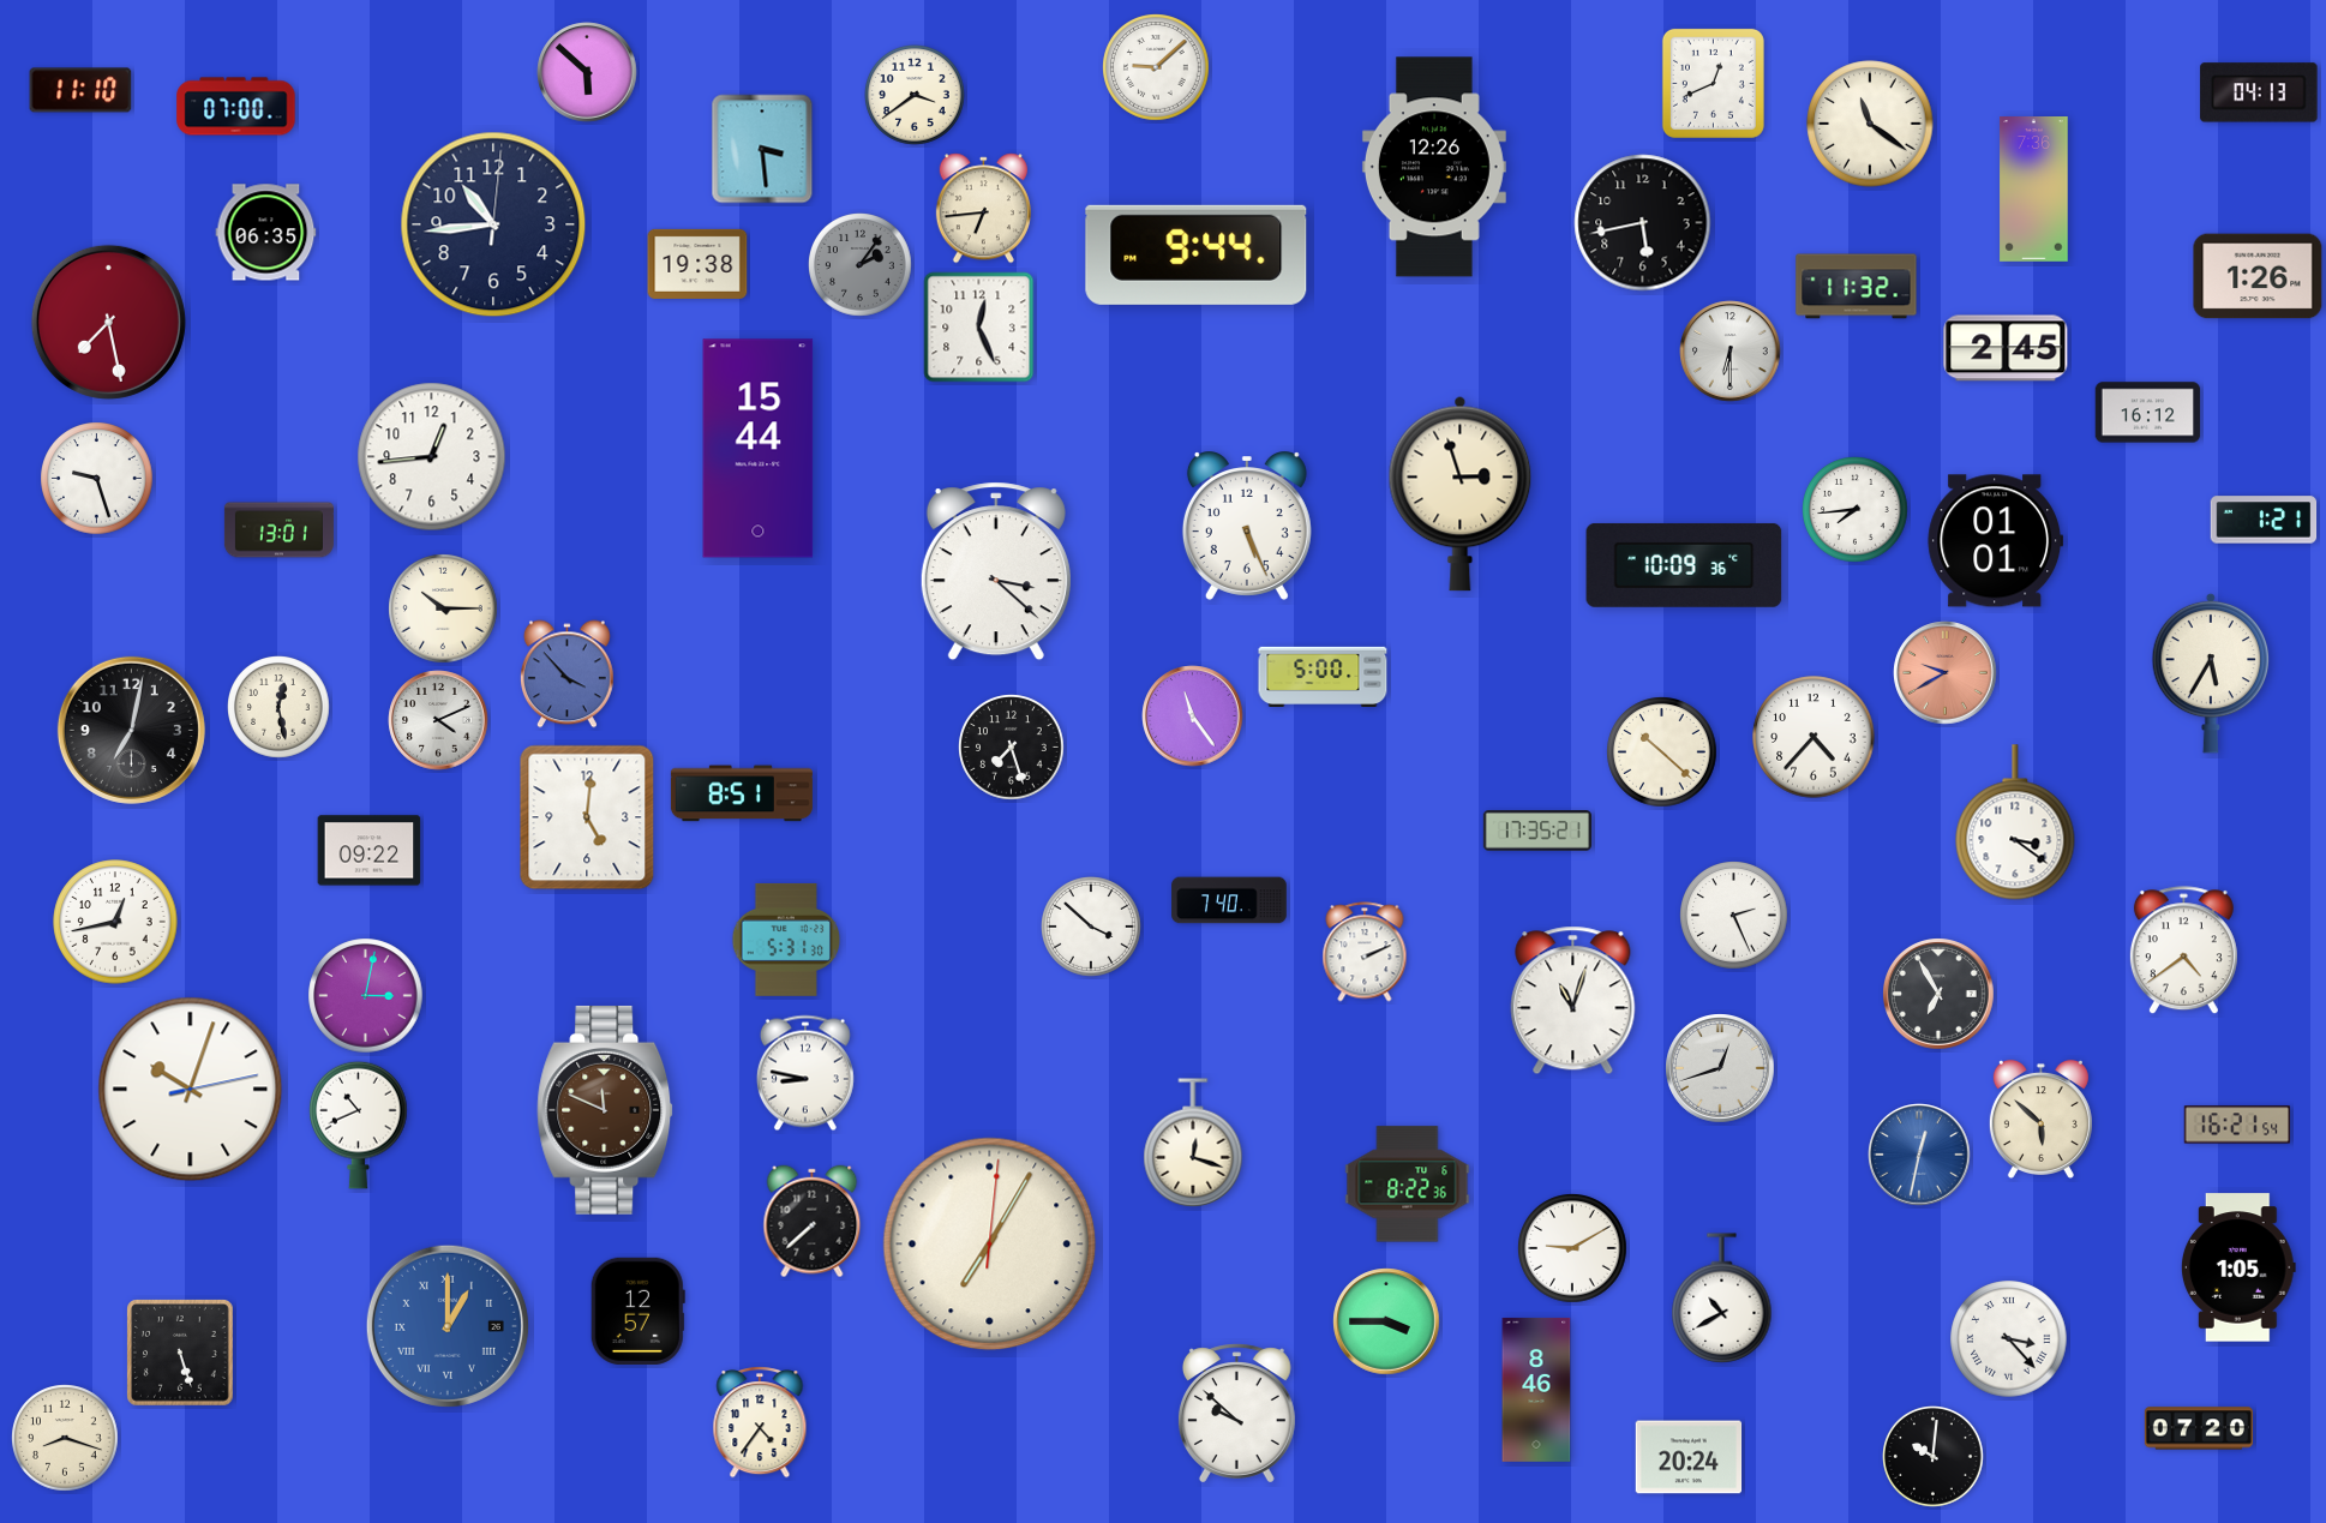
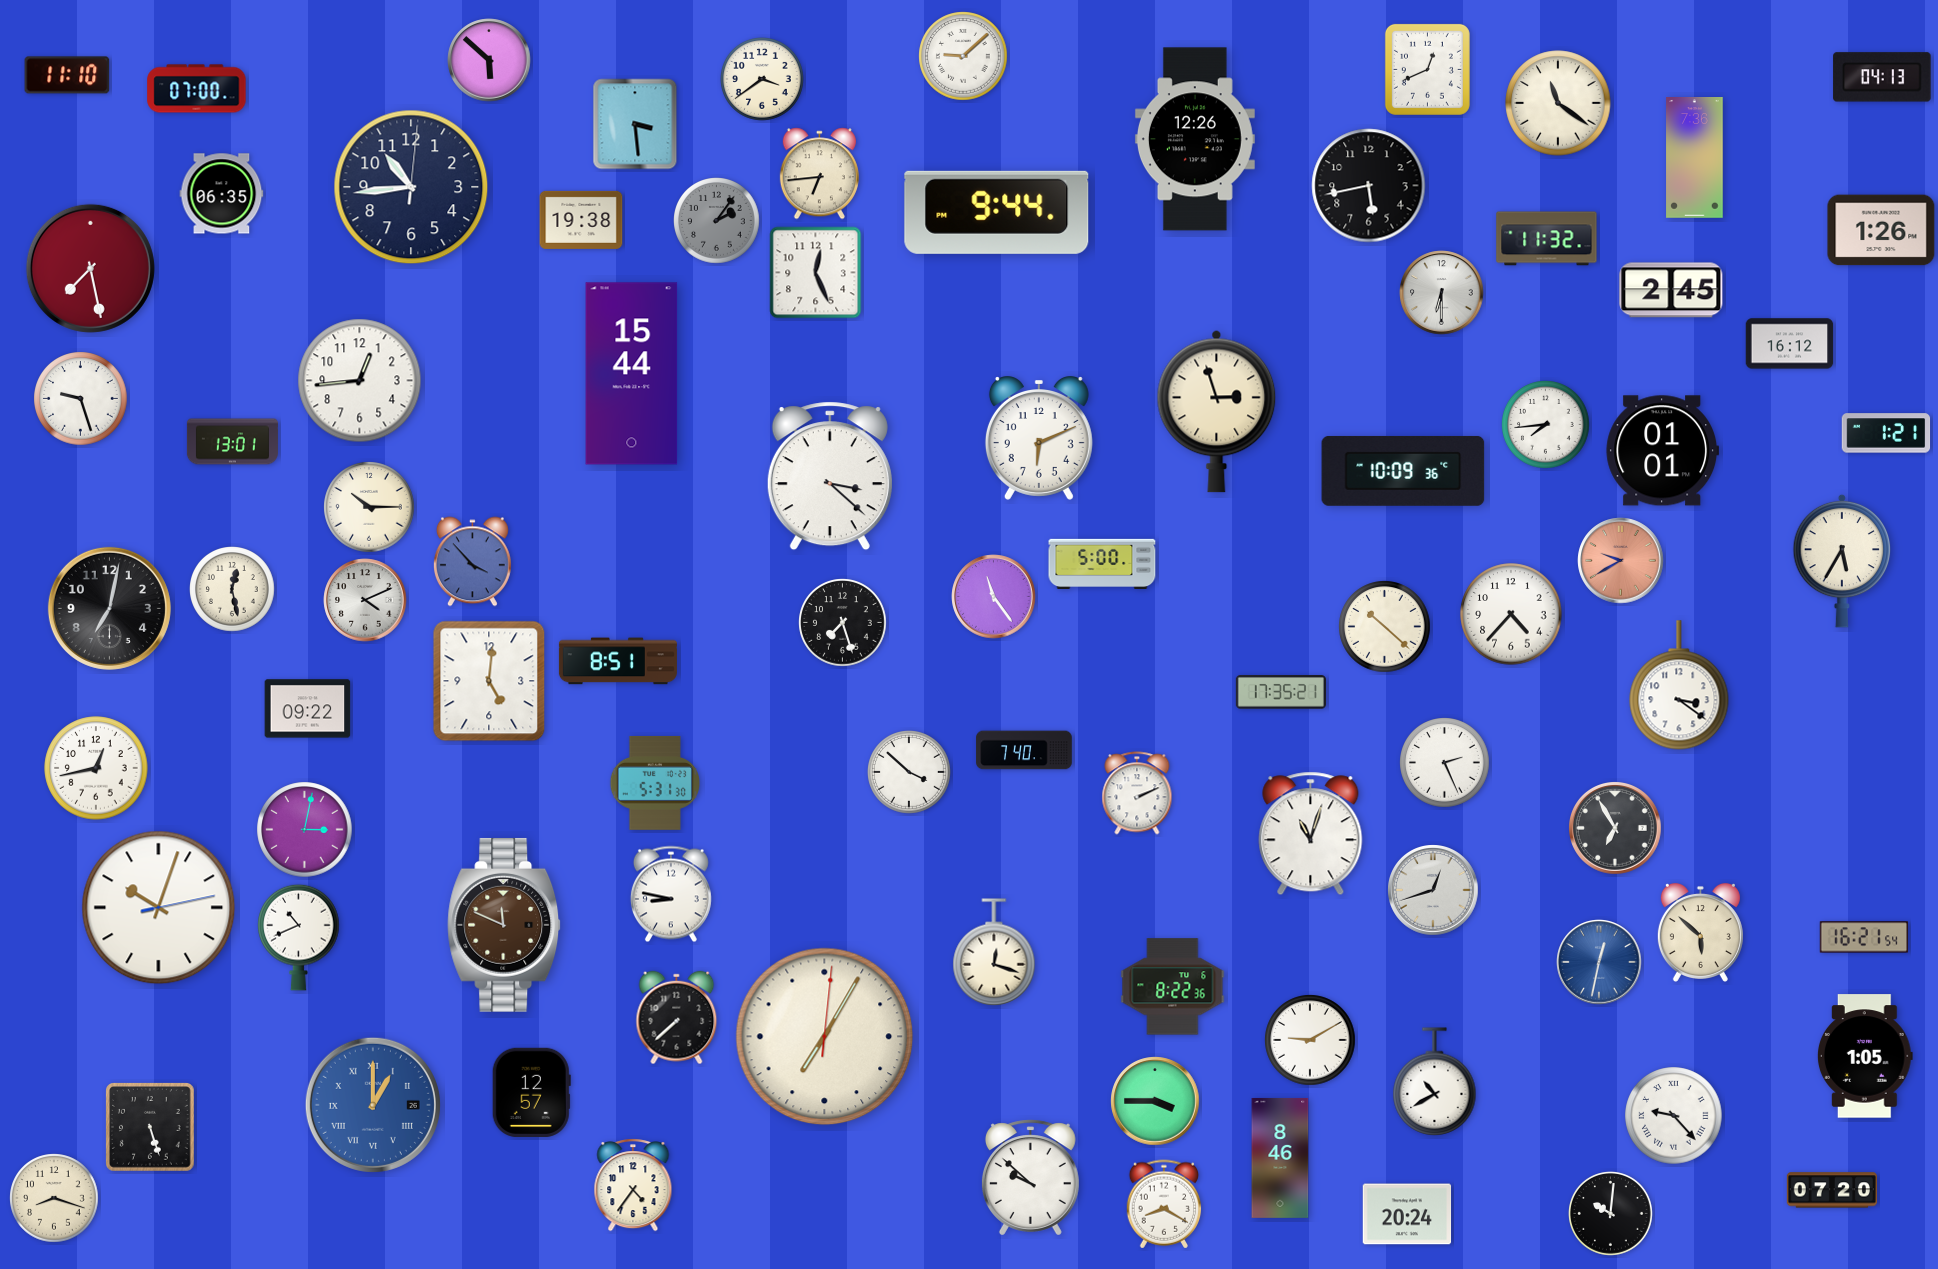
clock at (1247, 527): 5:26 -> 6:11
clock at (2183, 951): 4:39 -> none
clock at (2009, 1339): 3:23 -> 9:23
clock at (1164, 1204): none -> 8:20
